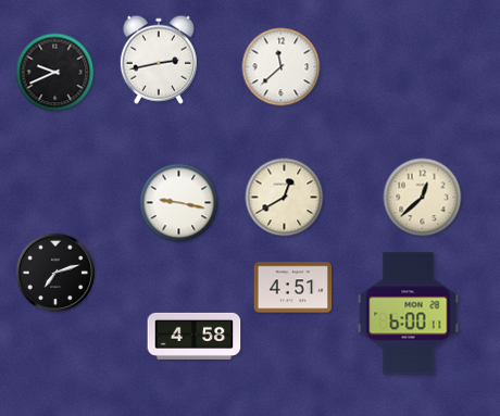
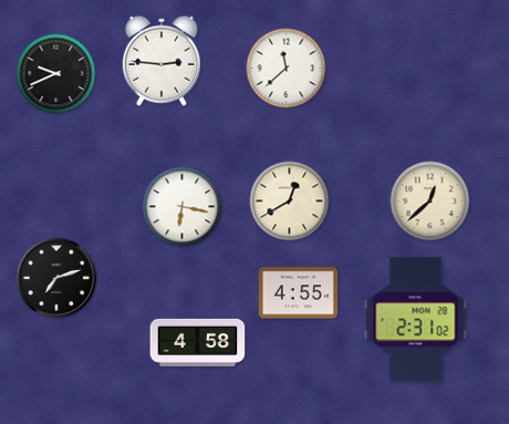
clock at (159, 60): 2:43 -> 2:46
clock at (179, 203): 9:17 -> 6:17
clock at (293, 288): 4:51 -> 4:55
clock at (409, 314): 6:00 -> 2:31
